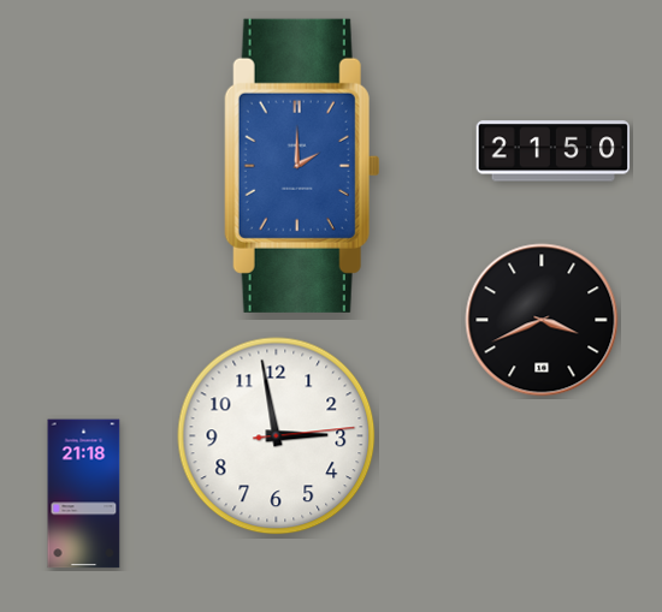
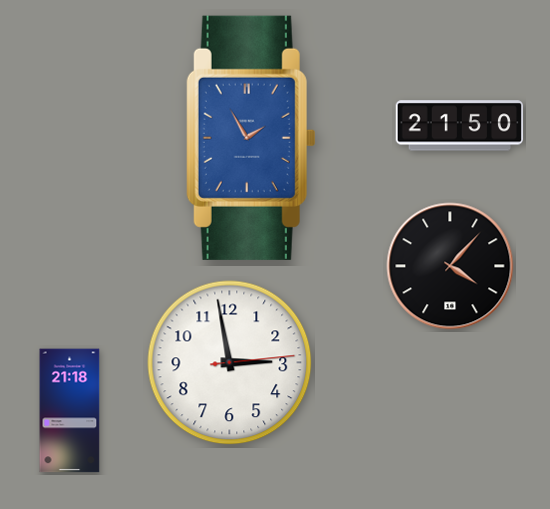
clock at (302, 166): 2:00 -> 1:55
clock at (542, 320): 3:41 -> 4:07
